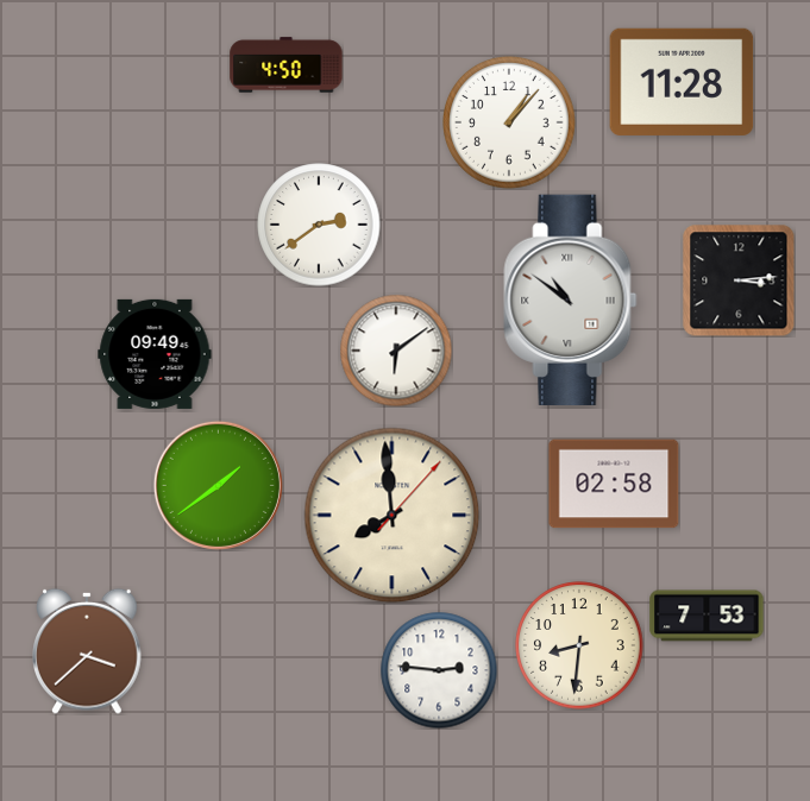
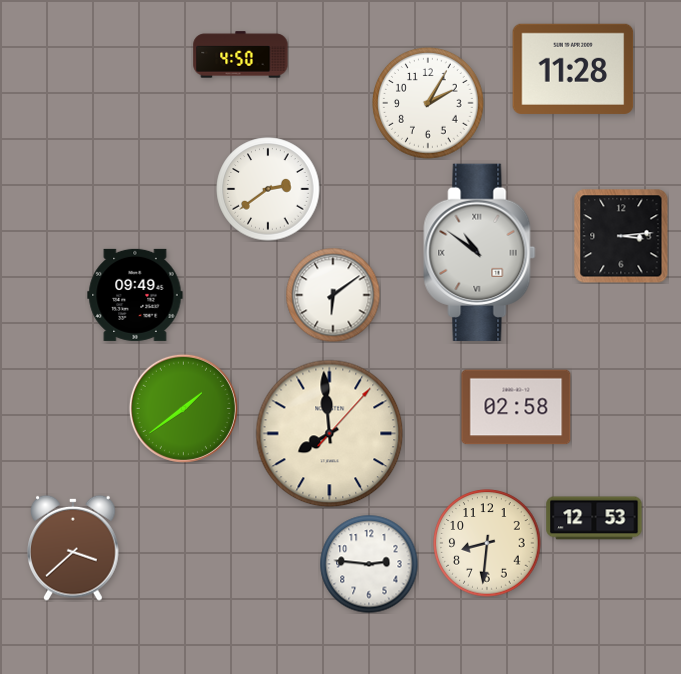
clock at (509, 122): 1:07 -> 2:05
clock at (155, 354) position: (155, 354) -> (135, 295)
clock at (707, 616): 7:53 -> 12:53
